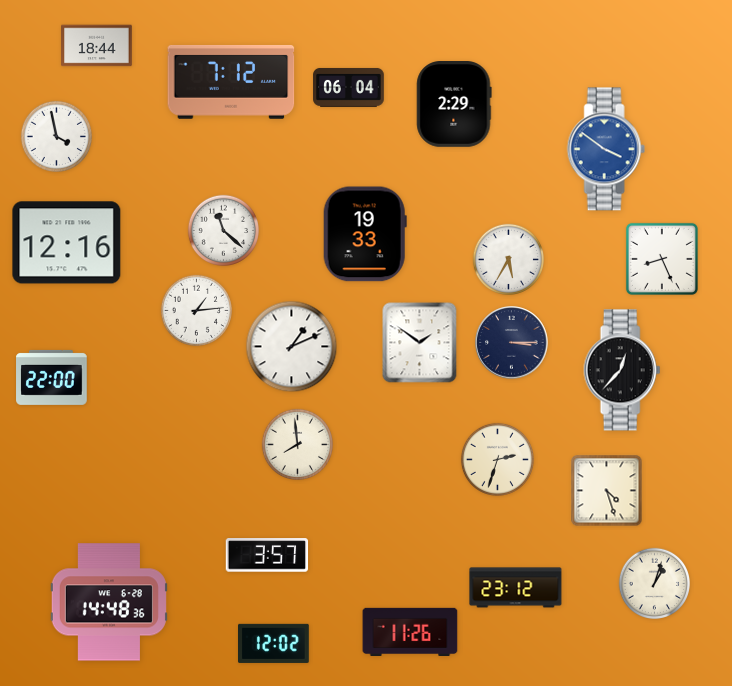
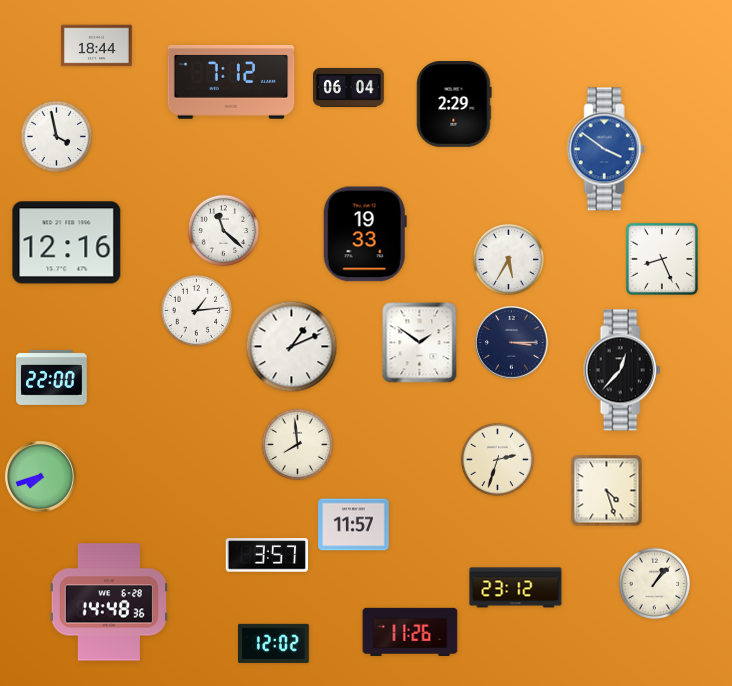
clock at (41, 477): none -> 7:42
clock at (354, 525): none -> 11:57
clock at (654, 583): 1:03 -> 1:07
